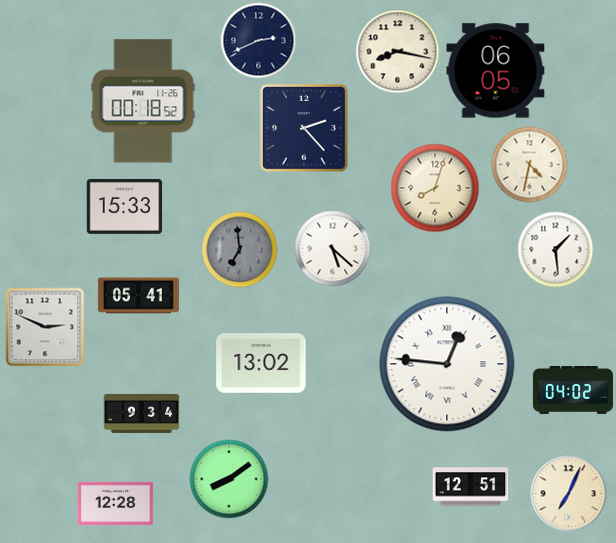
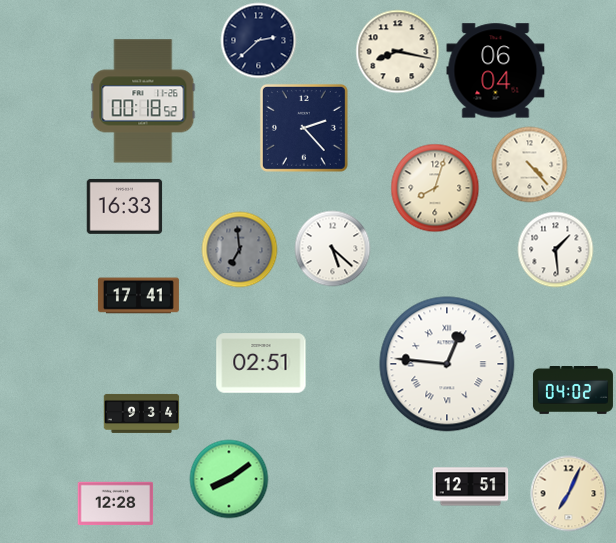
clock at (259, 41): 2:41 -> 2:38
clock at (496, 71): 06:05 -> 06:04
clock at (530, 165): 4:32 -> 4:23
clock at (125, 207): 15:33 -> 16:33
clock at (138, 296): 05:41 -> 17:41
clock at (45, 327): 2:49 -> none
clock at (261, 363): 13:02 -> 02:51
